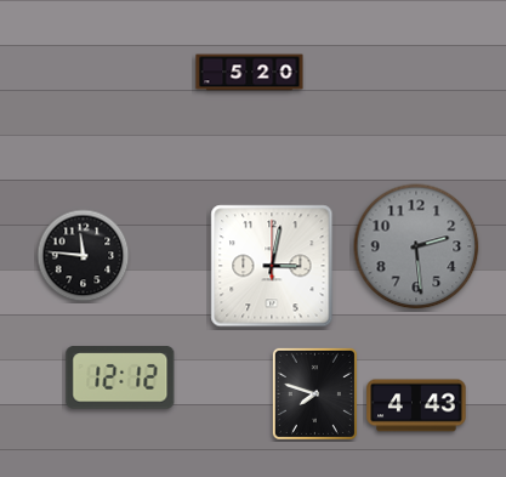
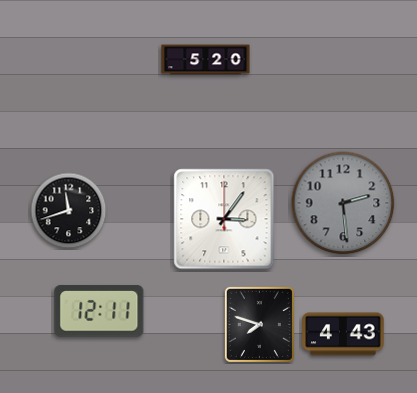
clock at (84, 256): 11:46 -> 11:42
clock at (272, 266): 3:02 -> 3:06
clock at (120, 377): 12:12 -> 12:11
